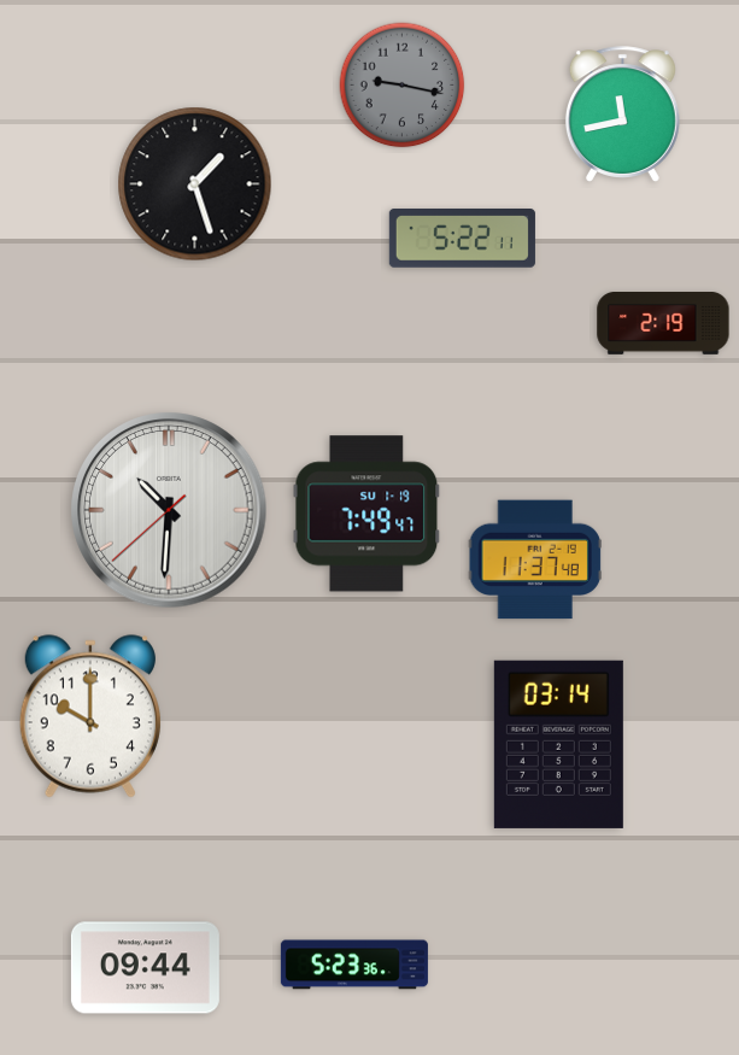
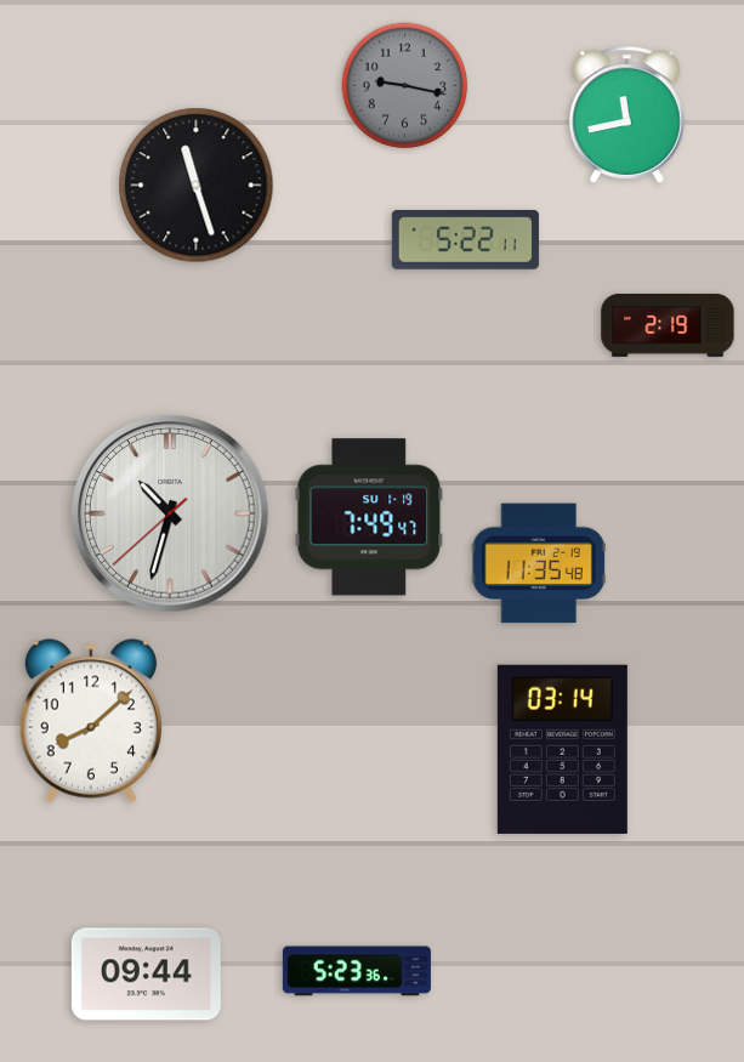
clock at (195, 184): 1:27 -> 11:27
clock at (169, 510): 10:30 -> 10:32
clock at (535, 559): 11:37 -> 11:35
clock at (90, 716): 10:00 -> 8:08
